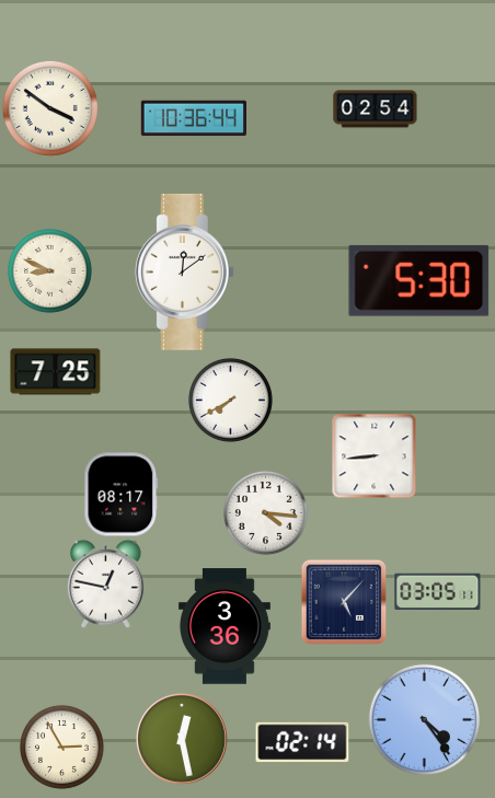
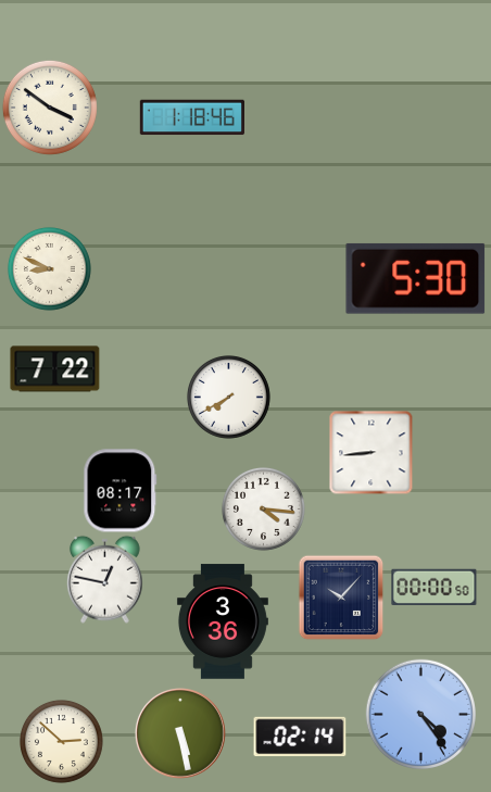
clock at (376, 109): 02:54 -> none
clock at (194, 118): 10:36 -> 1:18
clock at (184, 271): 12:09 -> none
clock at (56, 372): 7:25 -> 7:22
clock at (438, 591): 03:05 -> 00:00
clock at (344, 602): 5:07 -> 10:07
clock at (182, 739): 12:28 -> 5:28
clock at (61, 747): 2:55 -> 2:52
